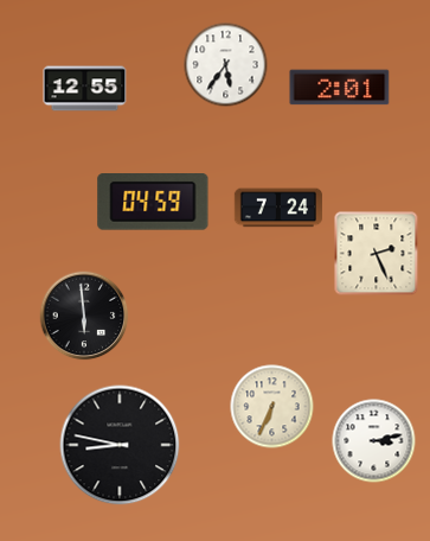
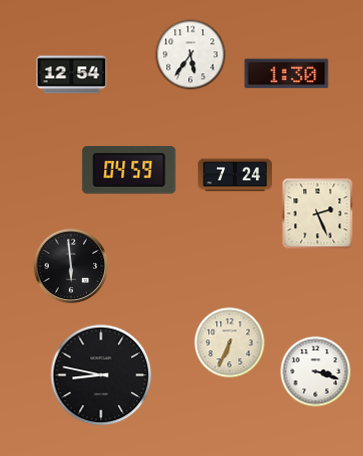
clock at (340, 88): 2:01 -> 1:30
clock at (85, 89): 12:55 -> 12:54
clock at (374, 441): 3:13 -> 3:18
